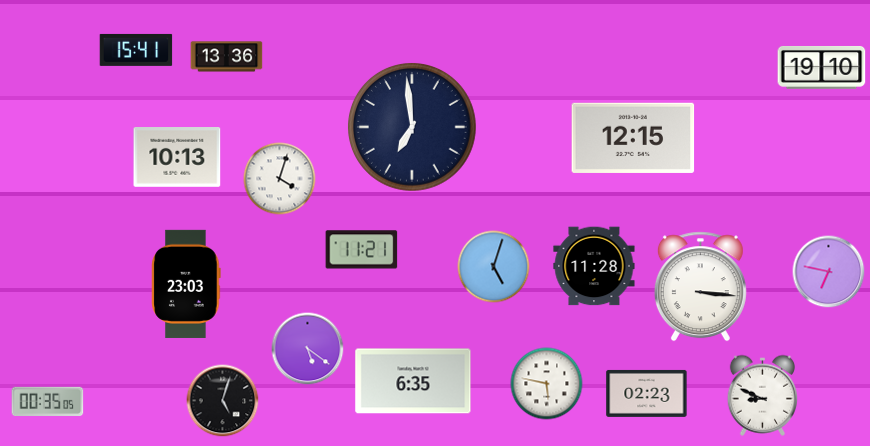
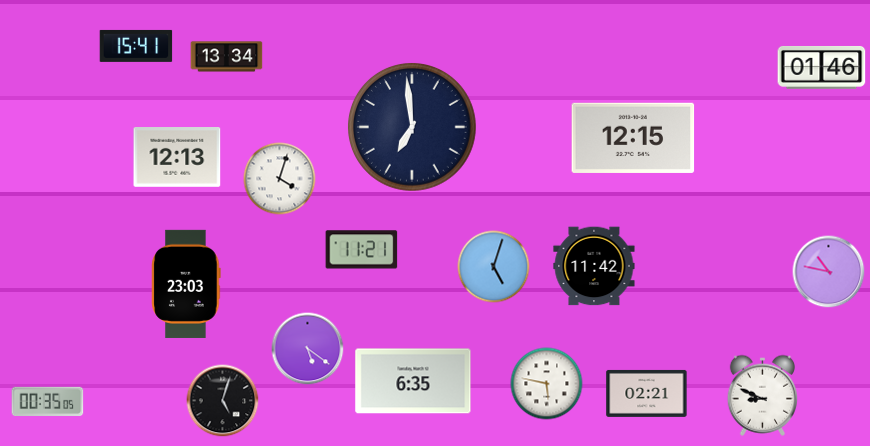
clock at (136, 50) position: (136, 50) -> (136, 46)
clock at (227, 57): 13:36 -> 13:34
clock at (822, 67): 19:10 -> 01:46
clock at (177, 158): 10:13 -> 12:13
clock at (594, 266): 11:28 -> 11:42
clock at (829, 272): 6:47 -> 10:47
clock at (700, 287): 3:16 -> none
clock at (647, 393): 02:23 -> 02:21
